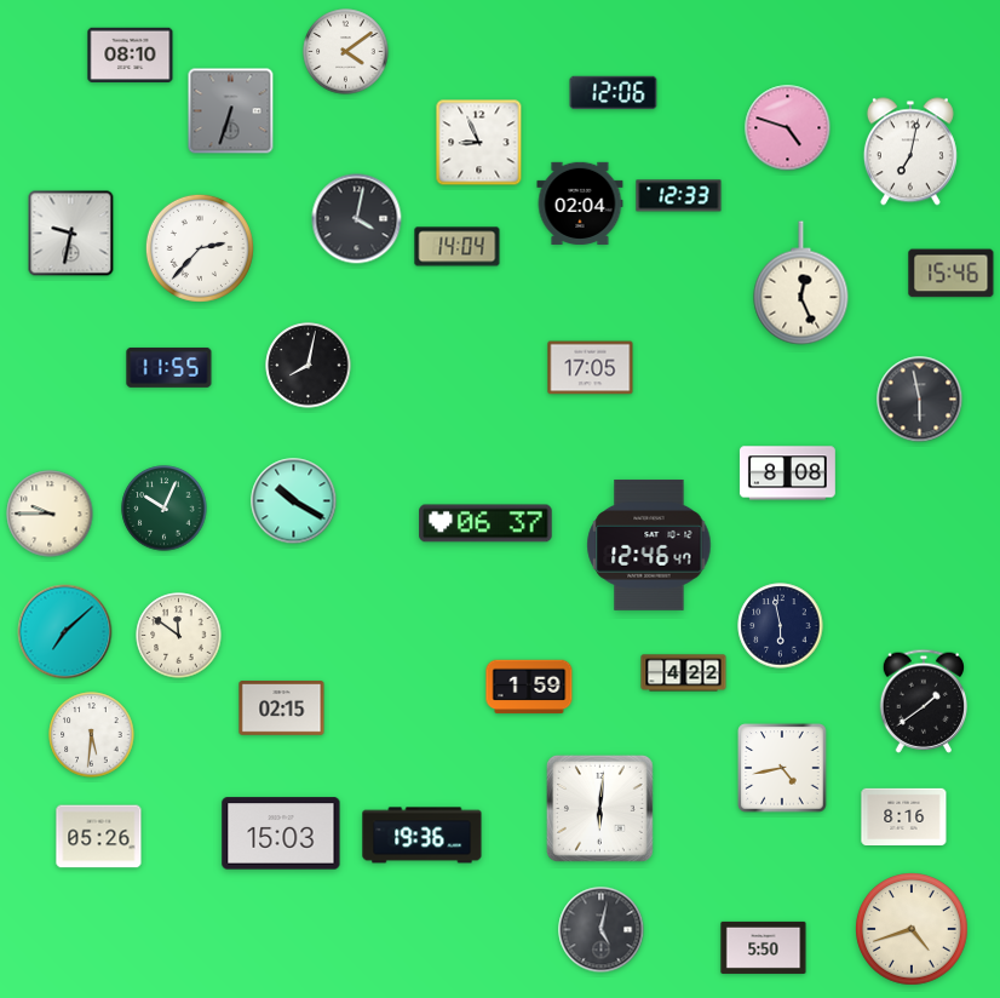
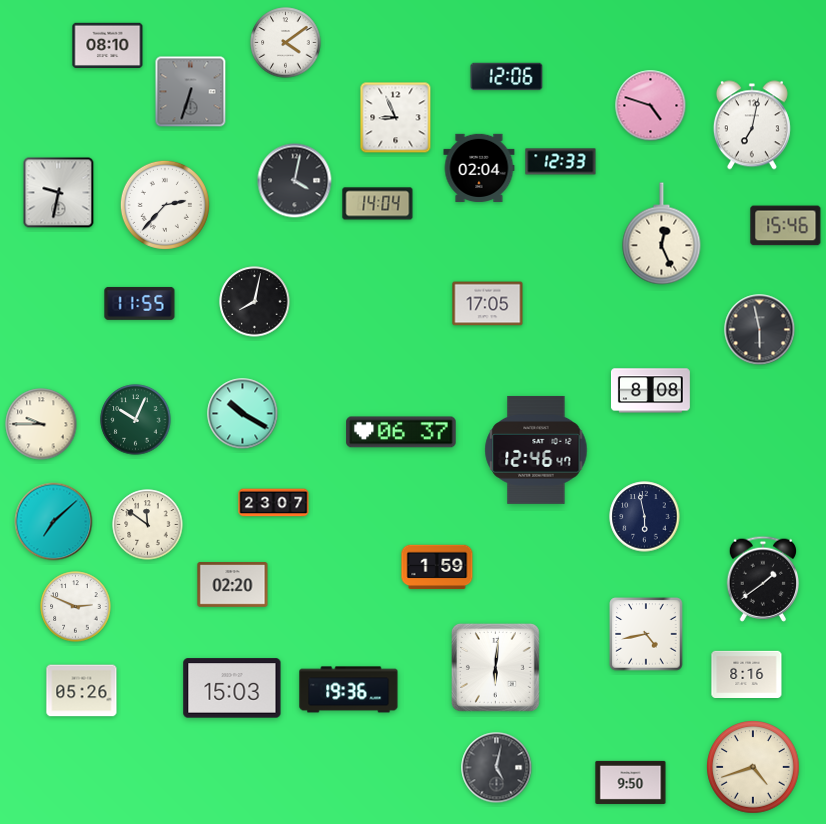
clock at (274, 503): none -> 23:07
clock at (684, 673): 4:22 -> none
clock at (282, 709): 02:15 -> 02:20
clock at (92, 735): 5:31 -> 2:49
clock at (764, 947): 5:50 -> 9:50
